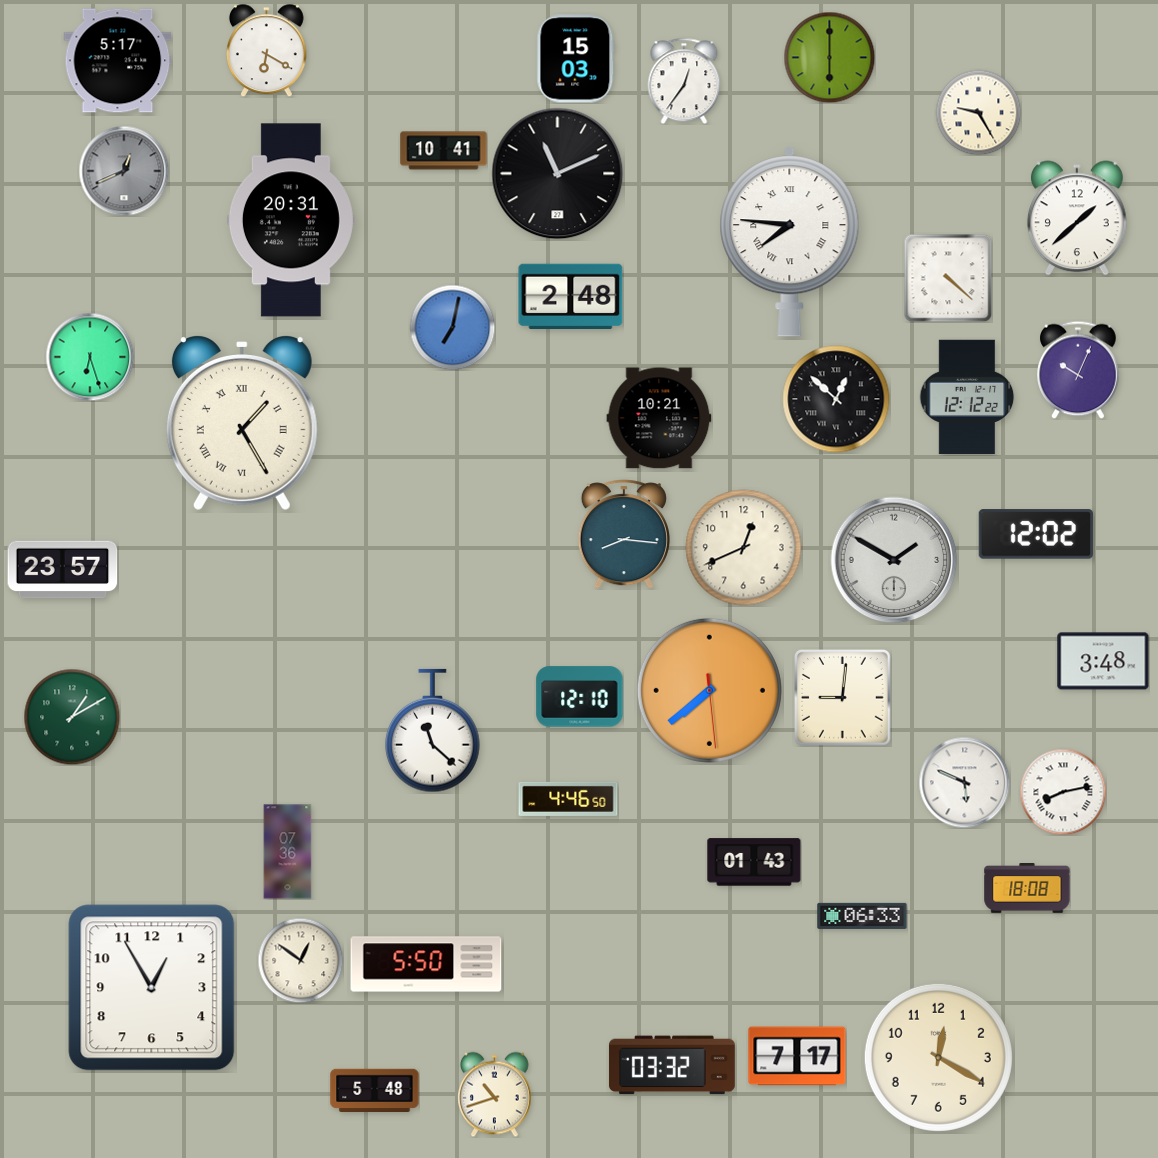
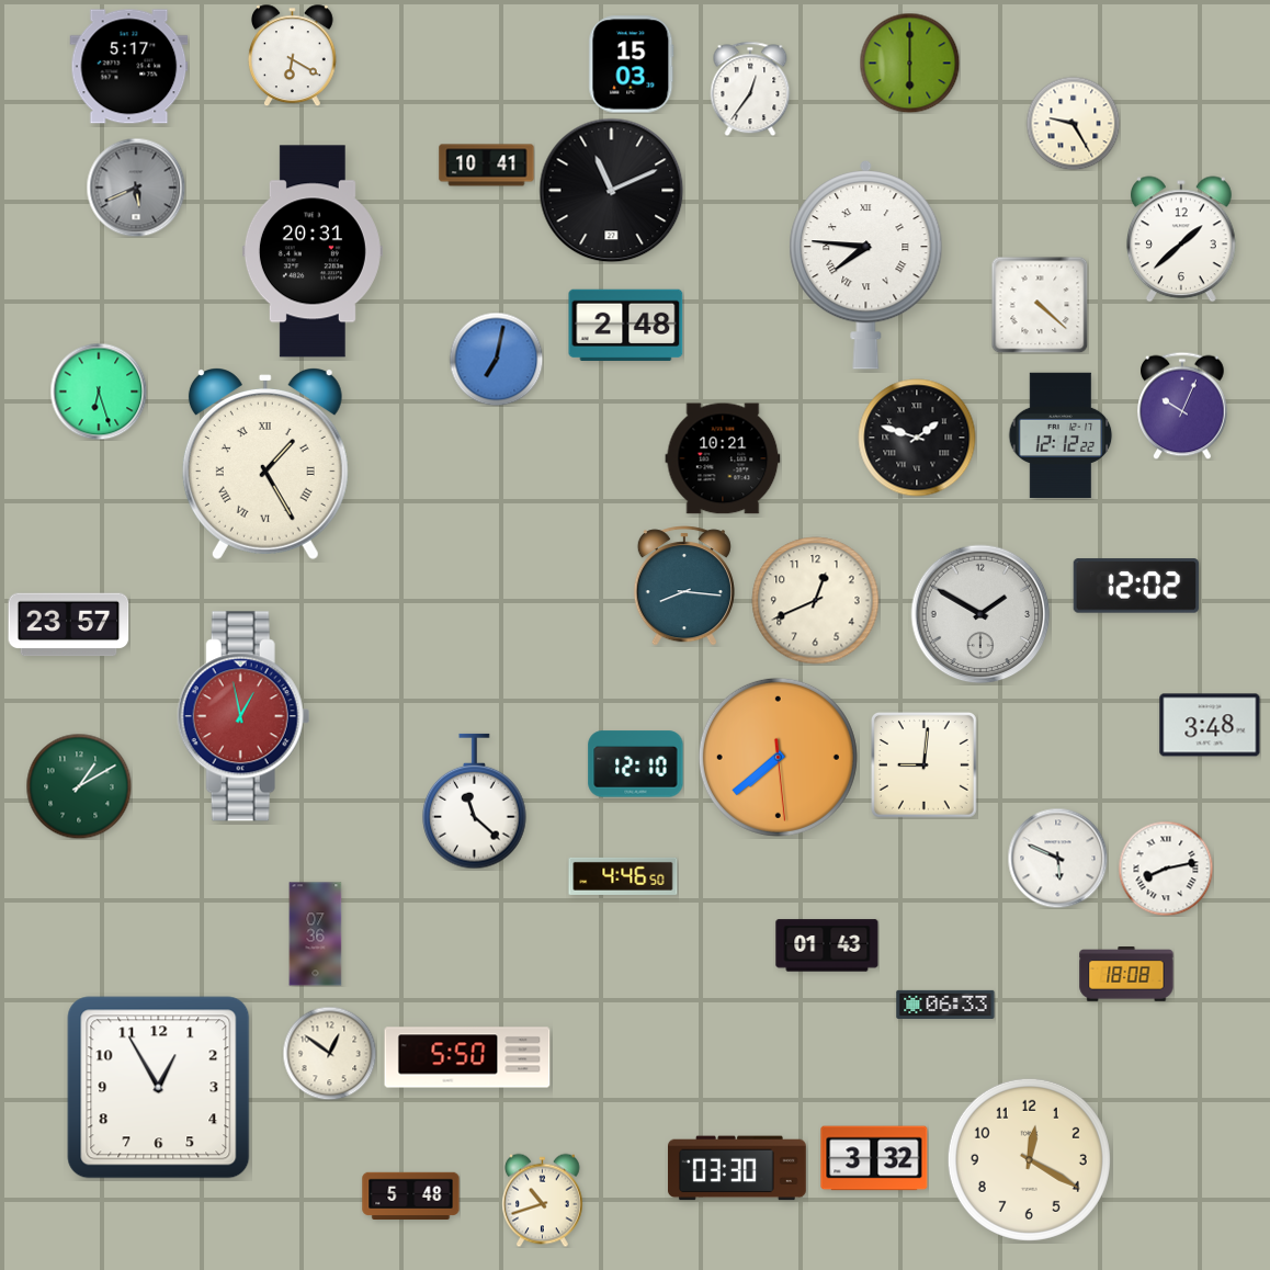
clock at (124, 171): 12:41 -> 5:41
clock at (291, 220) position: (291, 220) -> (313, 251)
clock at (836, 399): 12:52 -> 1:48
clock at (243, 716): none -> 12:58
clock at (152, 988) position: (152, 988) -> (159, 1088)
clock at (797, 1056): 7:17 -> 3:32
clock at (672, 1065): 03:32 -> 03:30
